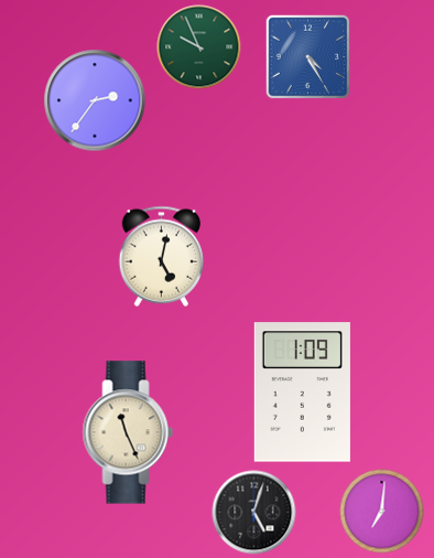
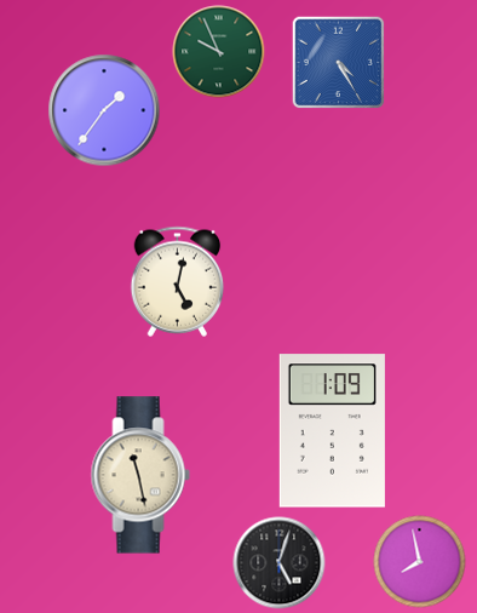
clock at (95, 100): 2:36 -> 1:36
clock at (128, 432): 11:26 -> 11:28
clock at (382, 512): 7:01 -> 7:58
